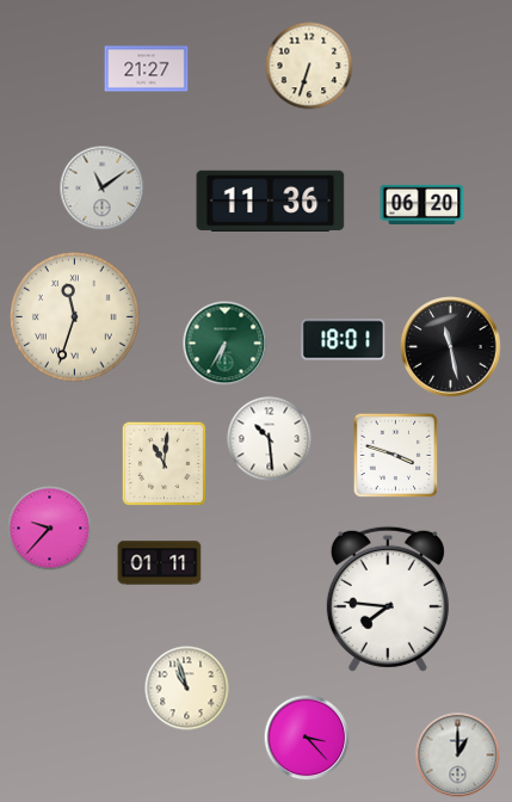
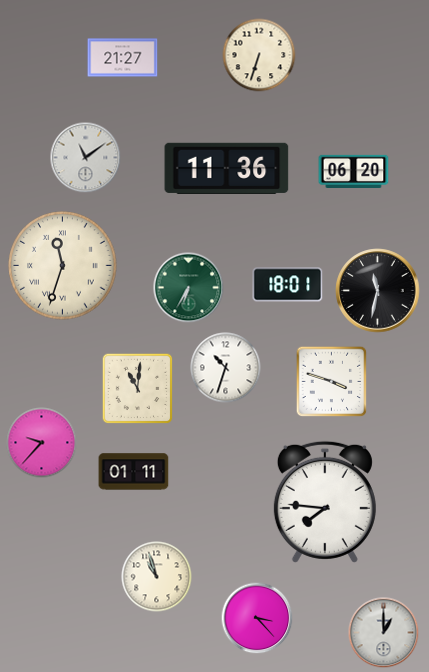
clock at (451, 347): 11:28 -> 11:32
clock at (270, 439): 10:29 -> 10:33
